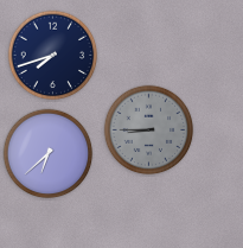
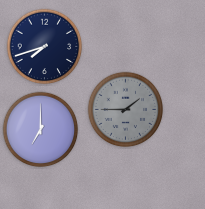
clock at (149, 131): 8:45 -> 1:45
clock at (49, 154): 6:38 -> 7:00
